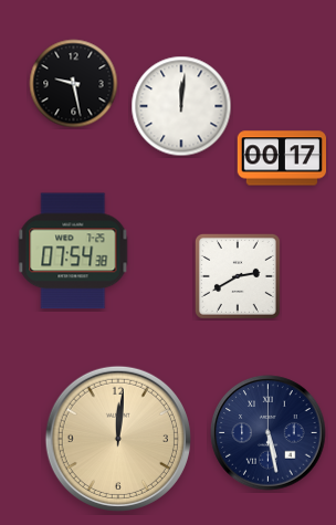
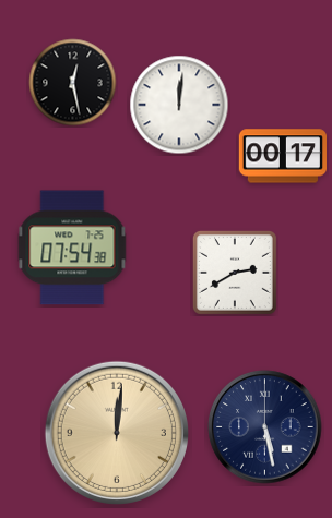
clock at (74, 84): 9:28 -> 12:28
clock at (281, 158) position: (281, 158) -> (282, 156)
